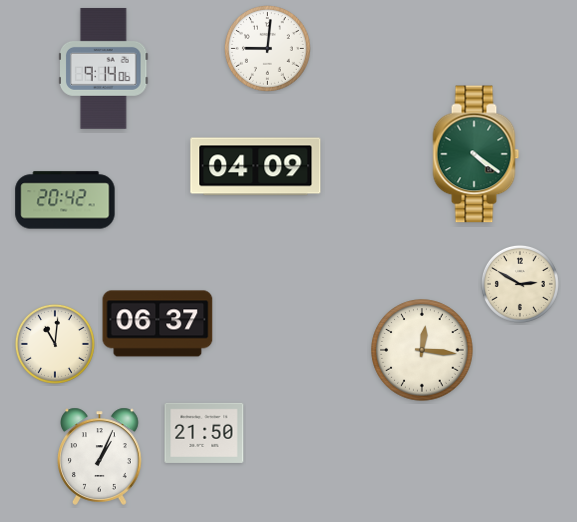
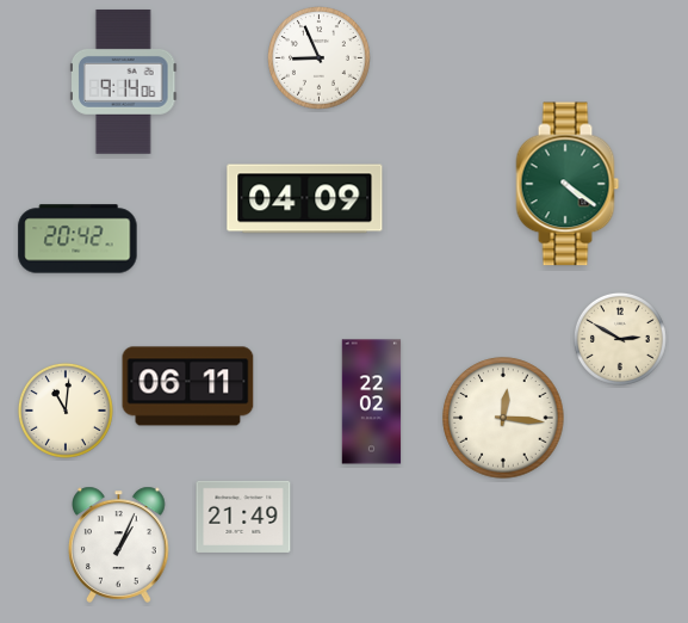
clock at (268, 49): 9:01 -> 8:56
clock at (158, 324): 06:37 -> 06:11
clock at (372, 402): none -> 22:02
clock at (204, 433): 21:50 -> 21:49
